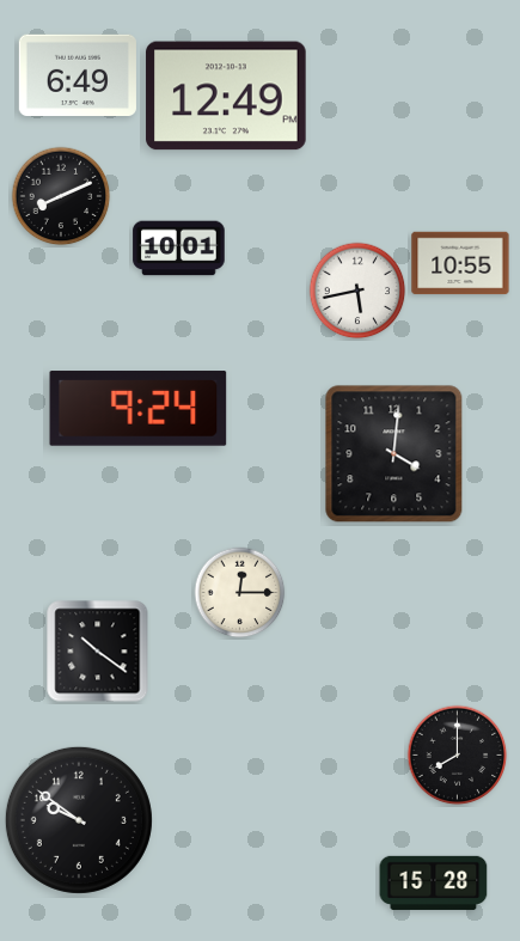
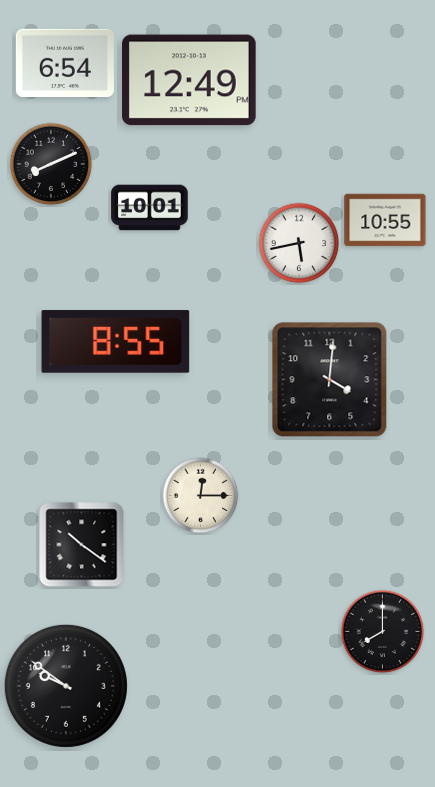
clock at (78, 74): 6:49 -> 6:54
clock at (139, 409): 9:24 -> 8:55
clock at (434, 882): 15:28 -> none
